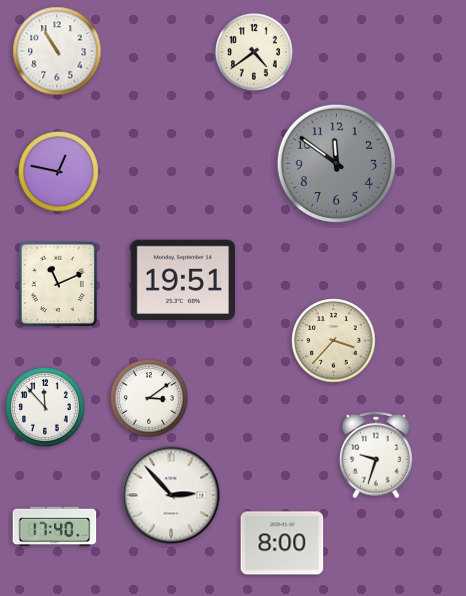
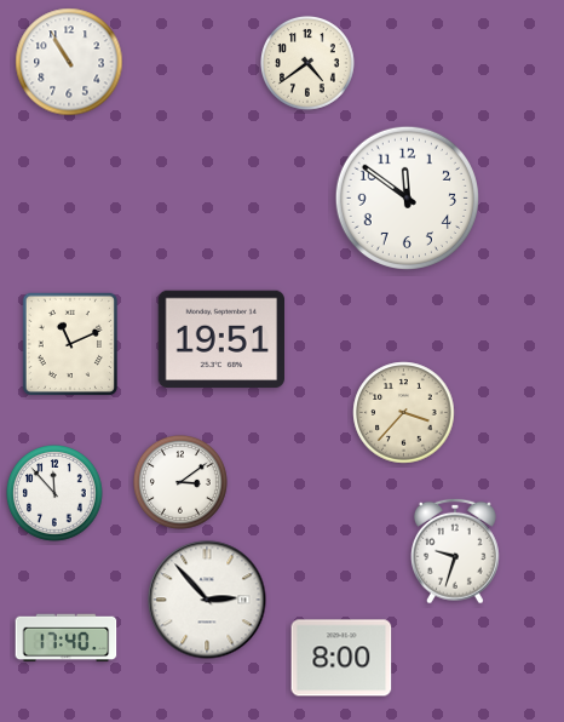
clock at (336, 163) dial: grey -> white
clock at (59, 172): 12:47 -> none
